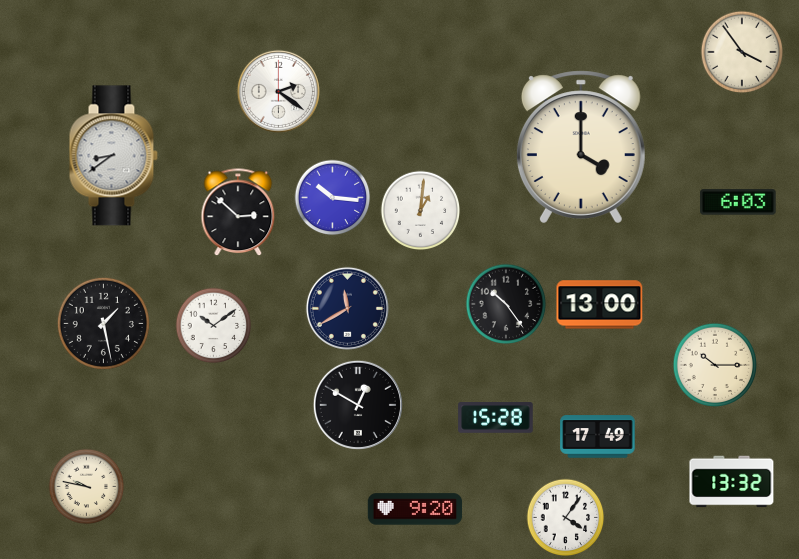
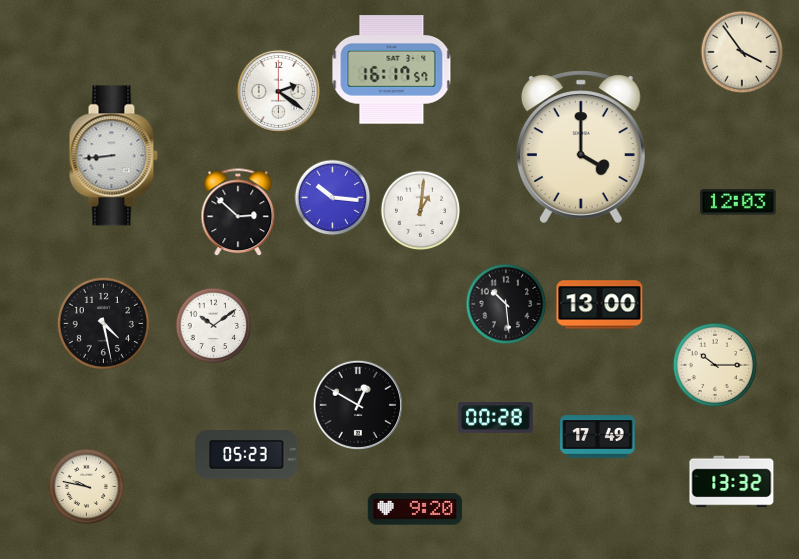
clock at (392, 70): none -> 16:17
clock at (113, 156): 8:39 -> 8:44
clock at (738, 202): 6:03 -> 12:03
clock at (506, 304): 10:24 -> 10:29
clock at (347, 308): 11:40 -> none
clock at (103, 323): 1:28 -> 4:28
clock at (496, 418): 15:28 -> 00:28
clock at (247, 455): none -> 05:23
clock at (566, 518): 4:06 -> none
